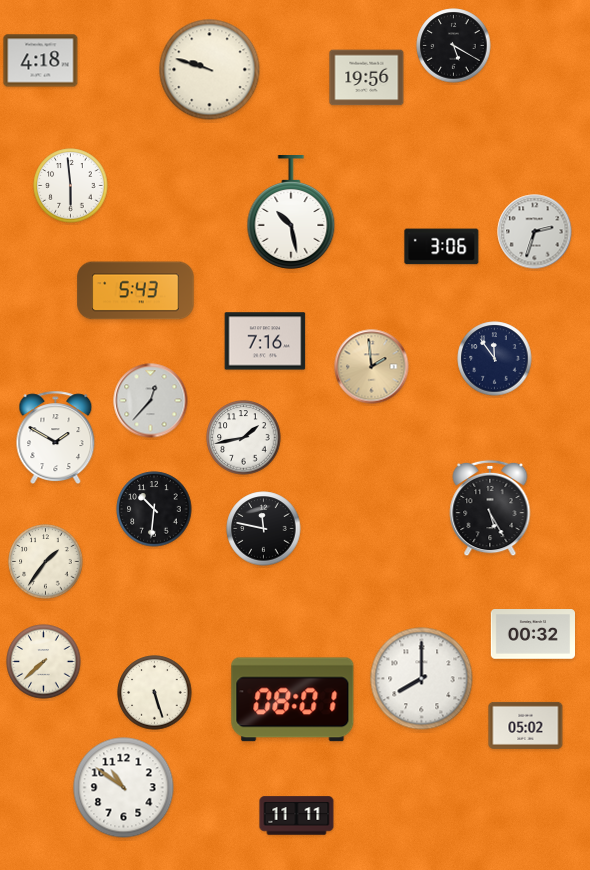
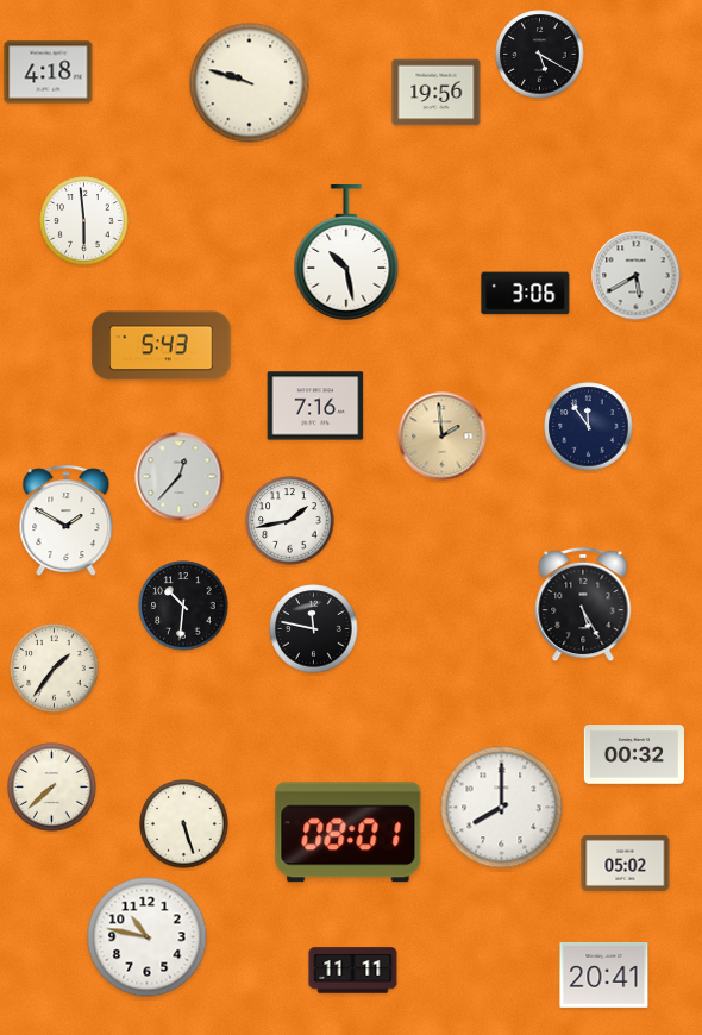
clock at (535, 232): 2:33 -> 5:40
clock at (124, 788): 10:51 -> 10:47
clock at (604, 974): none -> 20:41
